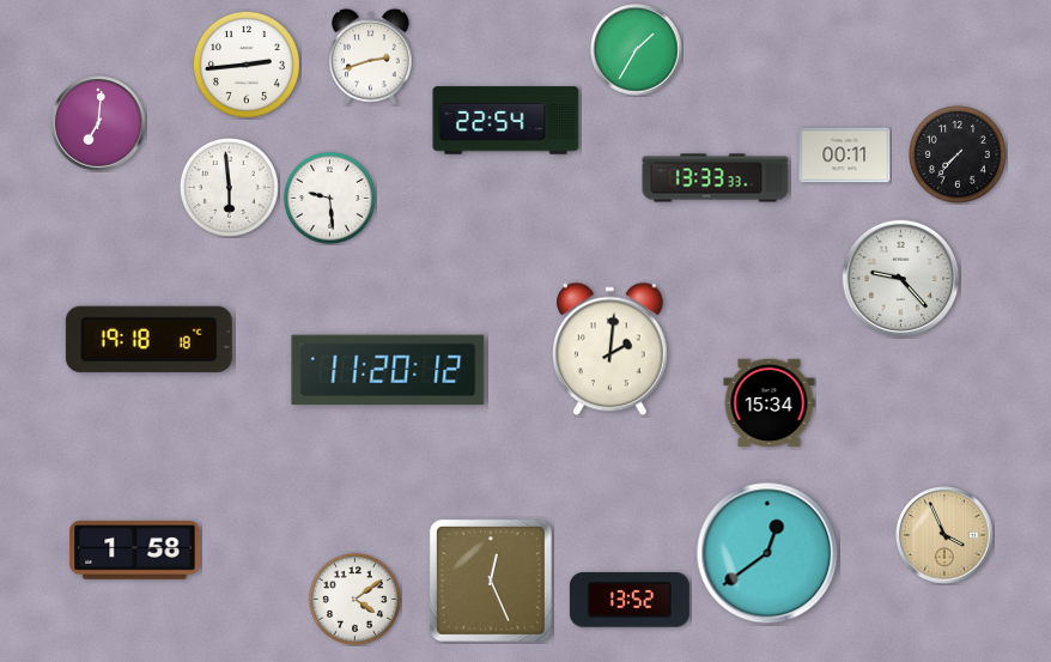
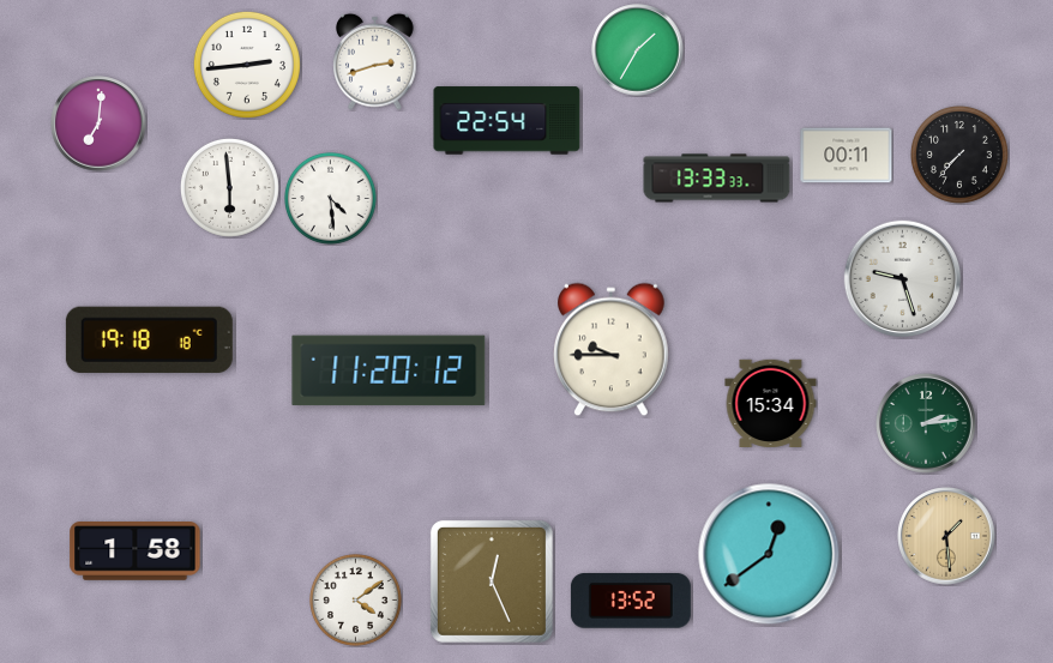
clock at (371, 56) position: (371, 56) -> (375, 61)
clock at (330, 199): 9:29 -> 4:29
clock at (901, 279): 9:23 -> 9:27
clock at (610, 350): 2:01 -> 9:45
clock at (927, 424): none -> 2:14
clock at (944, 535): 3:56 -> 1:29
